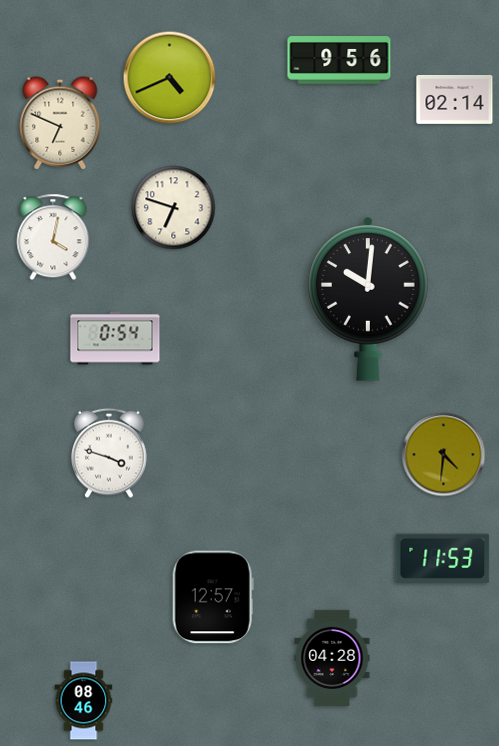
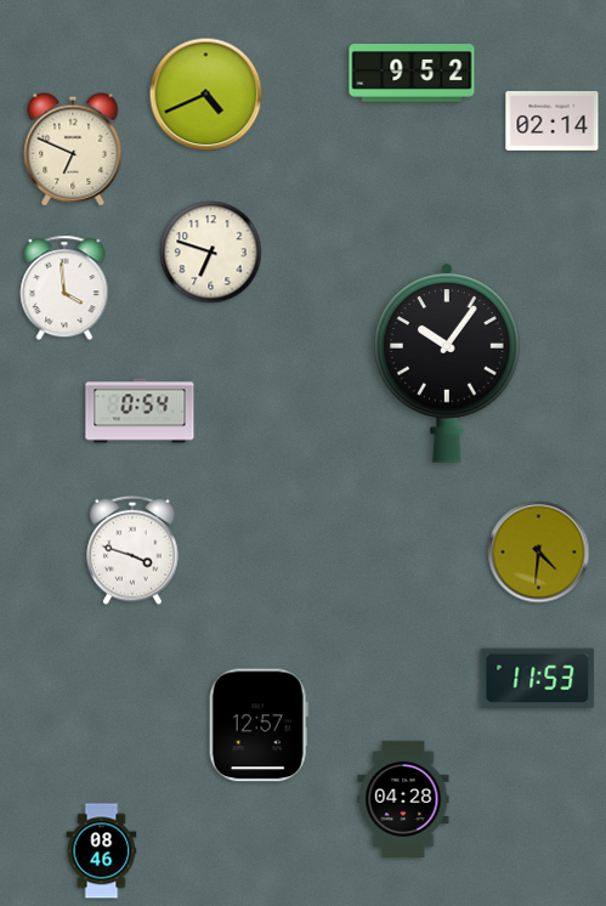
clock at (339, 60): 9:56 -> 9:52
clock at (53, 237): 4:02 -> 3:59
clock at (369, 299): 10:01 -> 10:06
